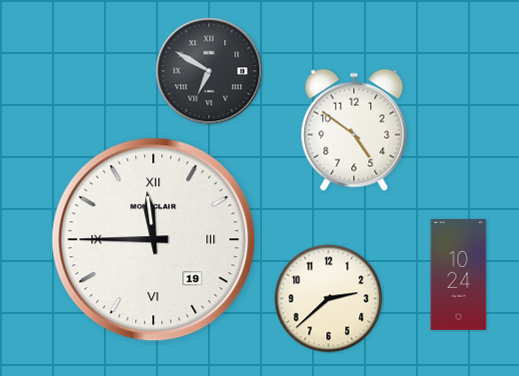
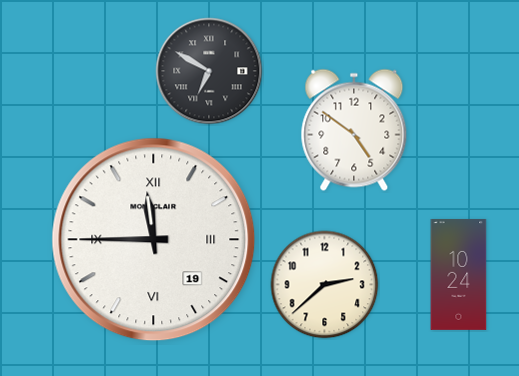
clock at (329, 299) position: (329, 299) -> (325, 285)
